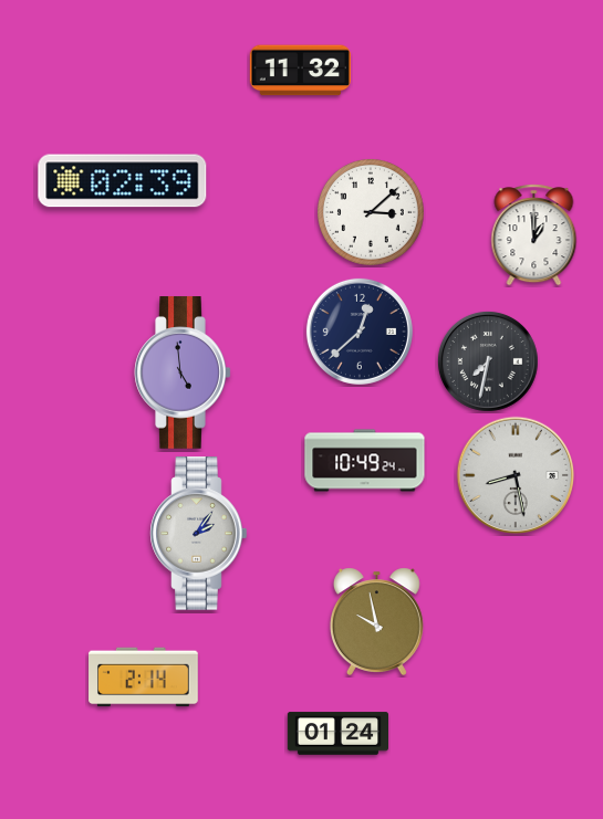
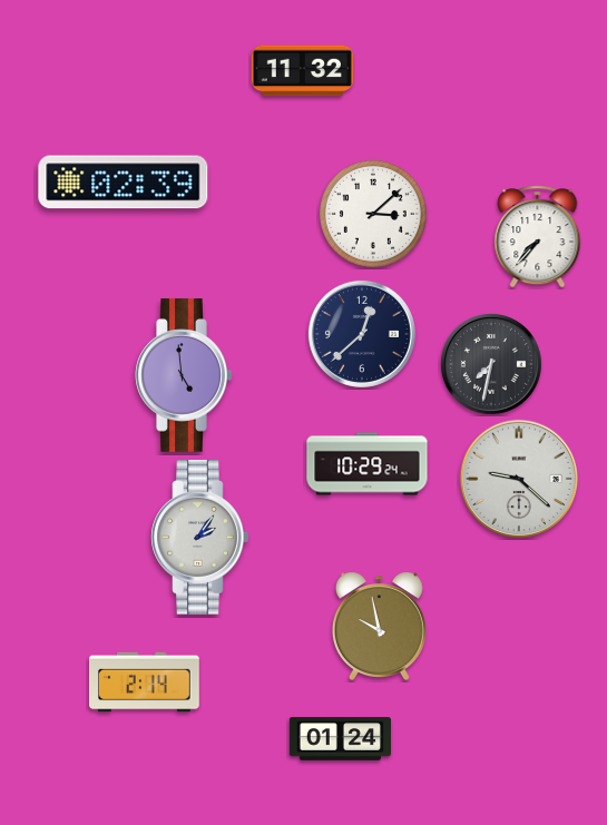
clock at (534, 235): 1:00 -> 7:37
clock at (365, 461): 10:49 -> 10:29
clock at (516, 475): 8:28 -> 9:22
